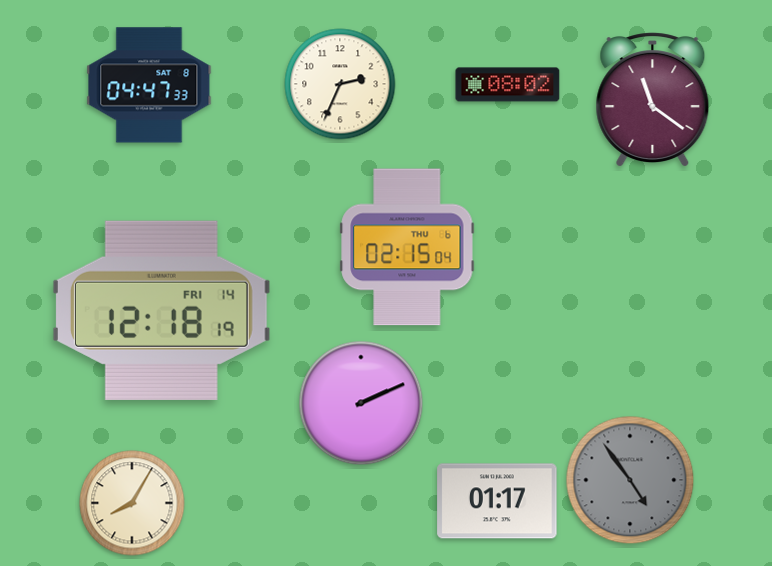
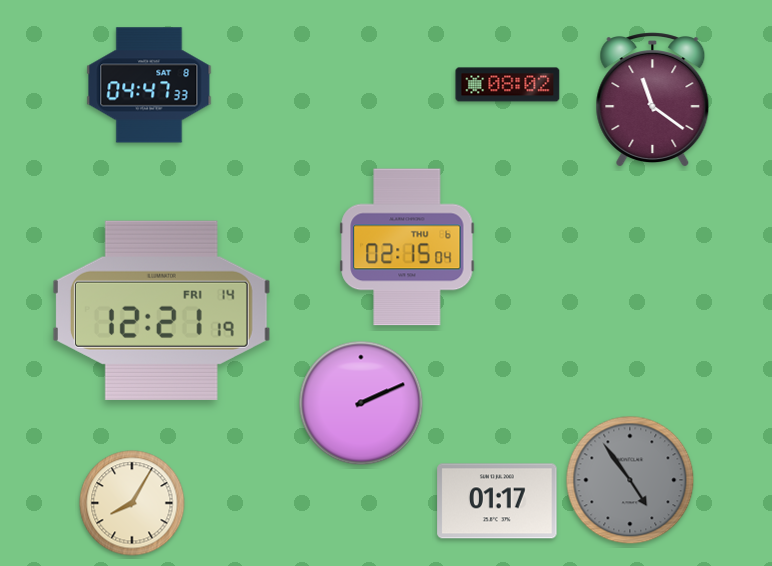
clock at (340, 84): 2:34 -> none
clock at (161, 310): 12:18 -> 12:21
